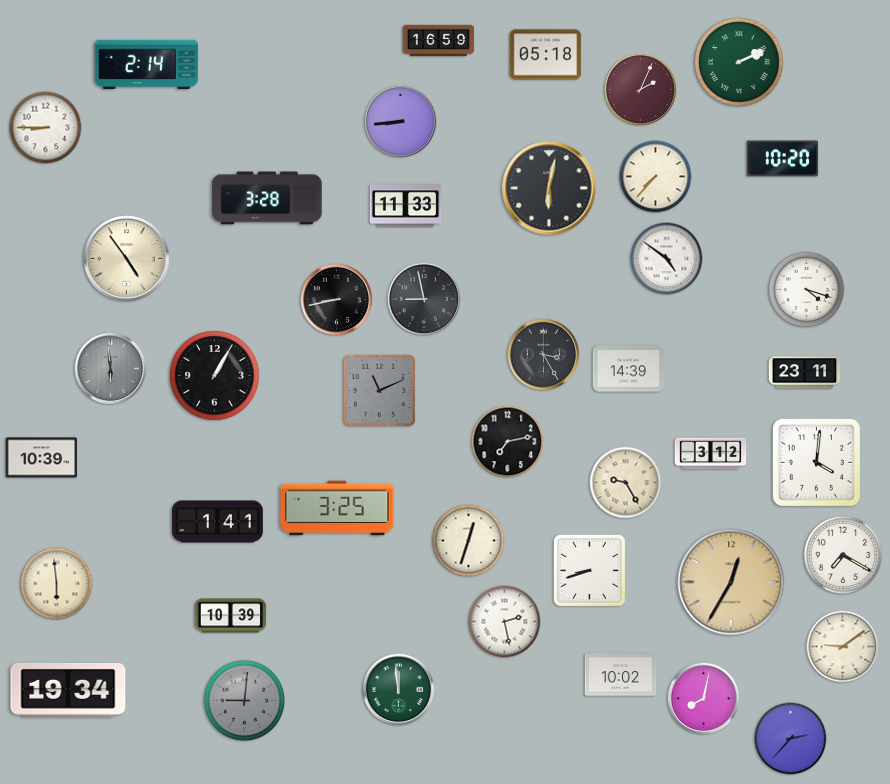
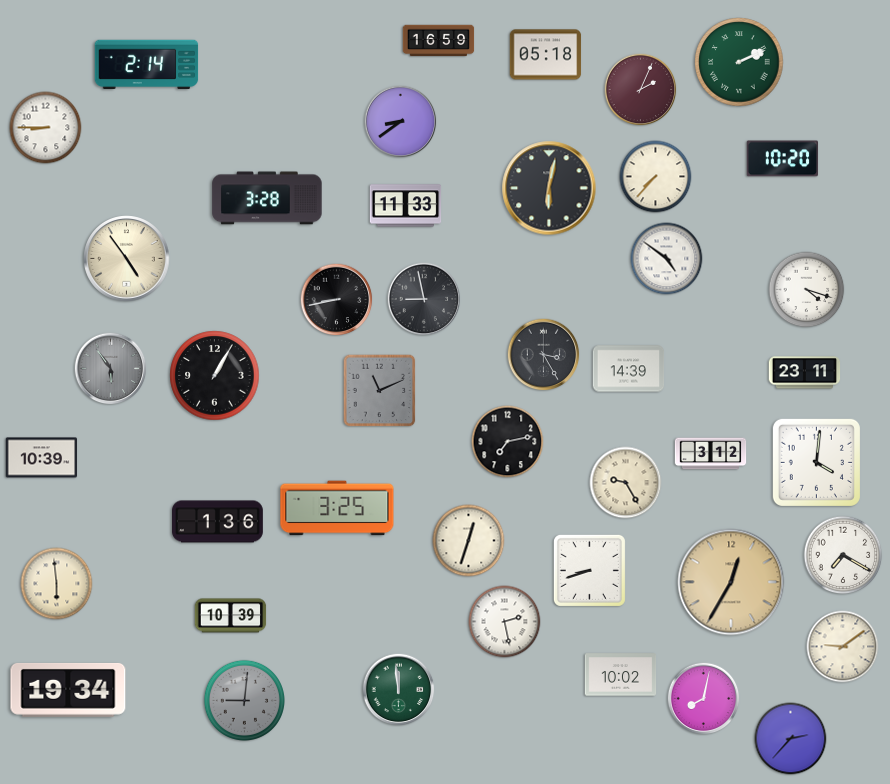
clock at (401, 122): 8:44 -> 8:39
clock at (111, 369): 5:59 -> 5:54
clock at (218, 522): 1:41 -> 1:36
